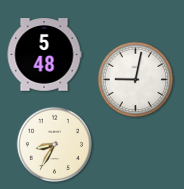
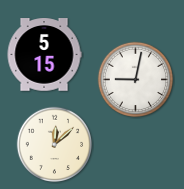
clock at (44, 55): 5:48 -> 5:15
clock at (55, 145): 8:35 -> 12:08
